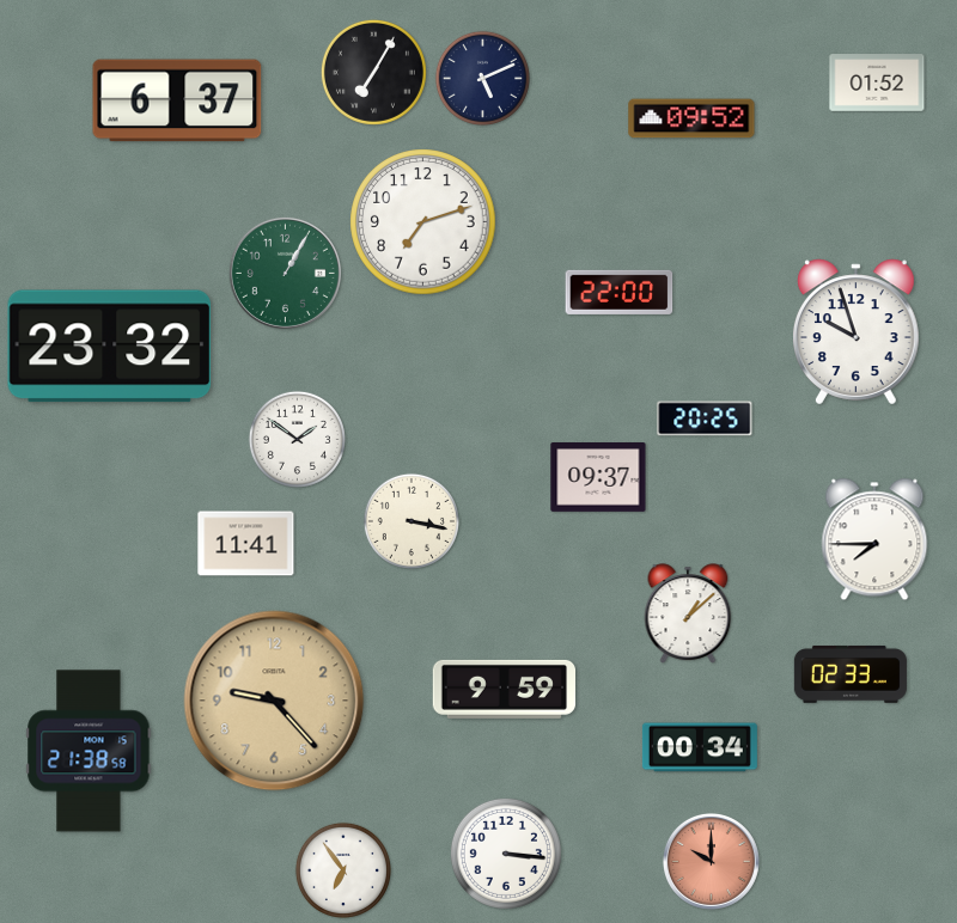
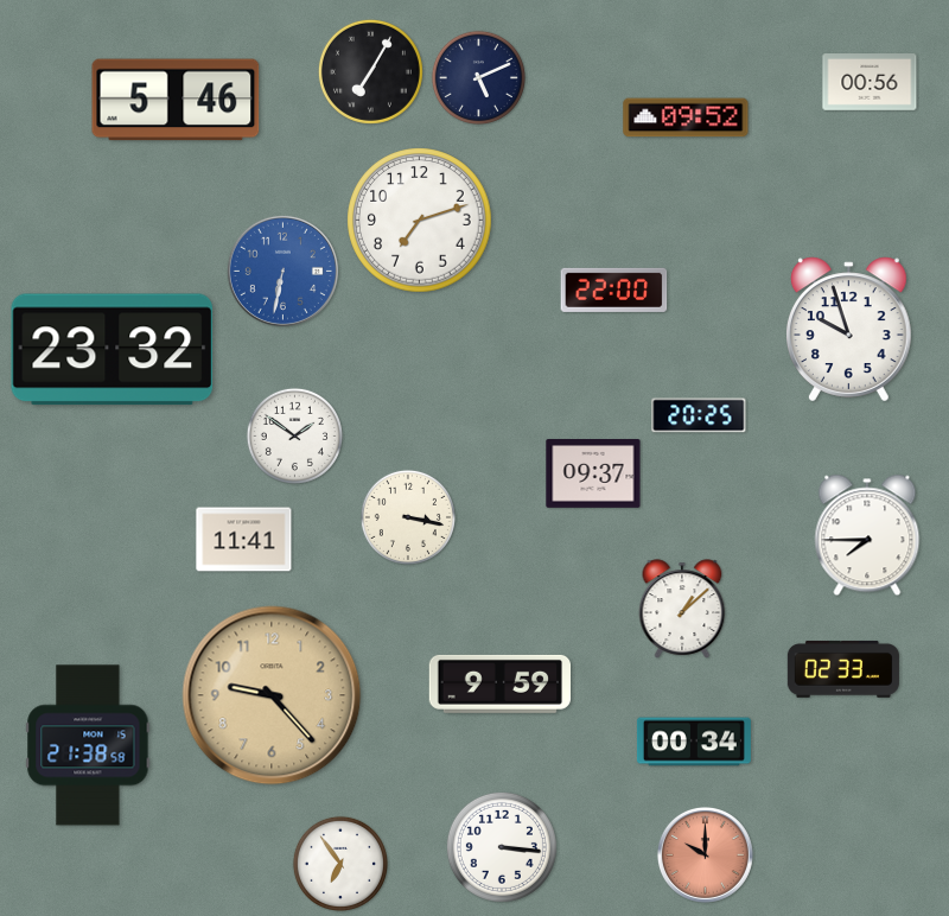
clock at (877, 82): 01:52 -> 00:56
clock at (177, 100): 6:37 -> 5:46
clock at (285, 273): 1:05 -> 6:32
clock at (285, 273) dial: green -> blue
clock at (110, 347) position: (110, 347) -> (113, 350)
